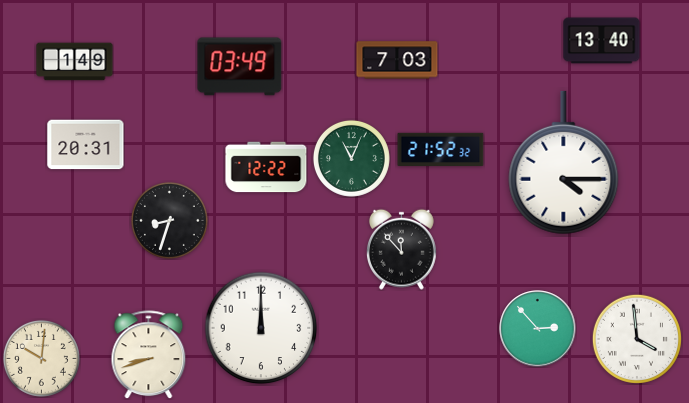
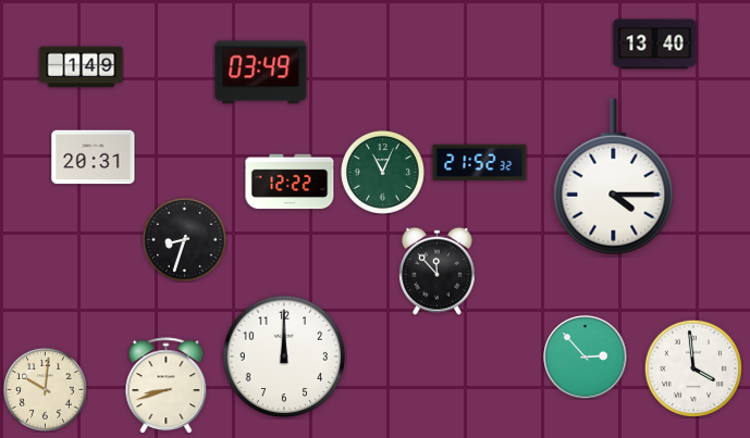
clock at (397, 60): 7:03 -> none
clock at (149, 355) position: (149, 355) -> (167, 386)
